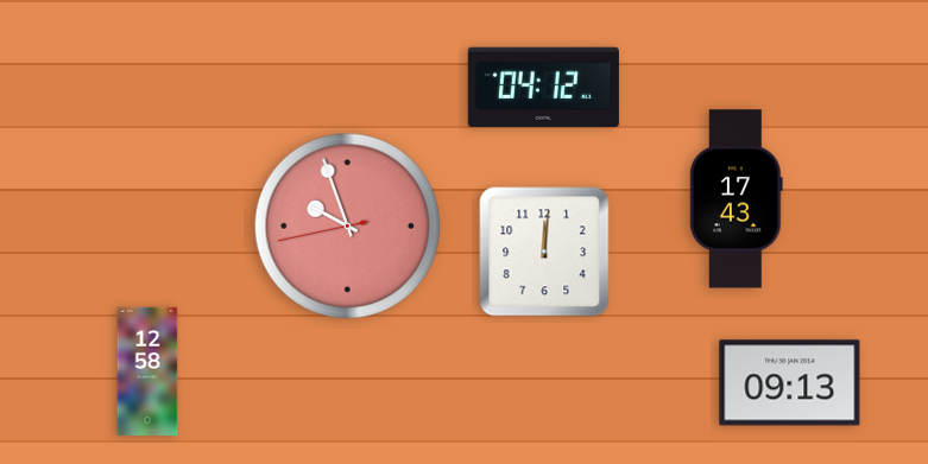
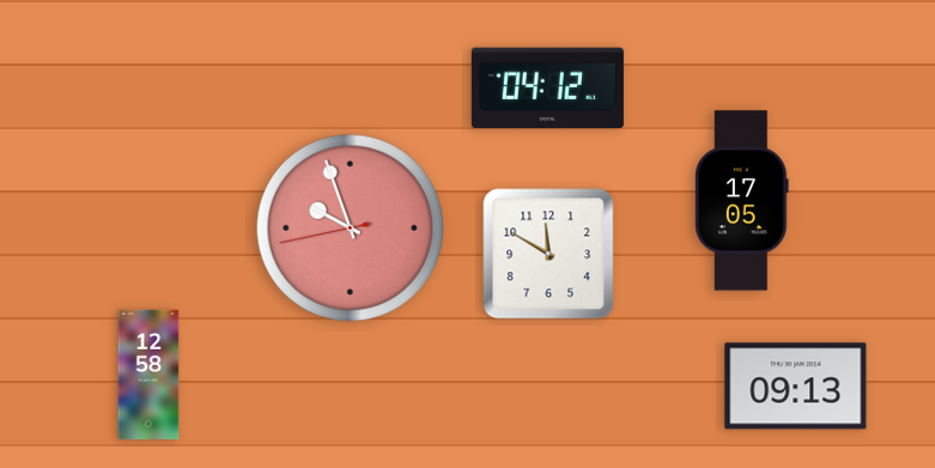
clock at (737, 199): 17:43 -> 17:05
clock at (544, 252): 12:01 -> 11:50
